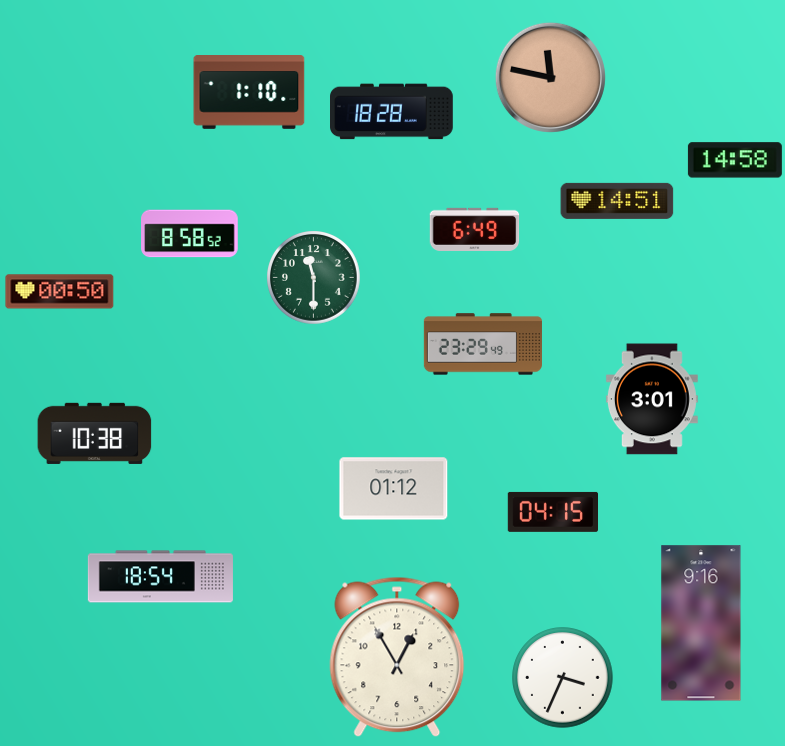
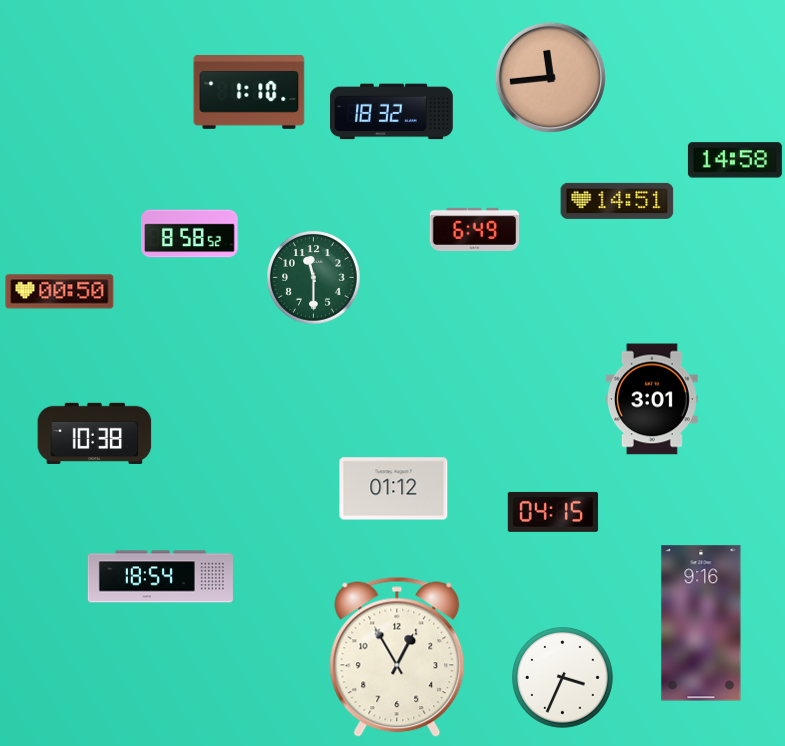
clock at (550, 77): 11:47 -> 11:44
clock at (392, 112): 18:28 -> 18:32
clock at (483, 344): 23:29 -> none
